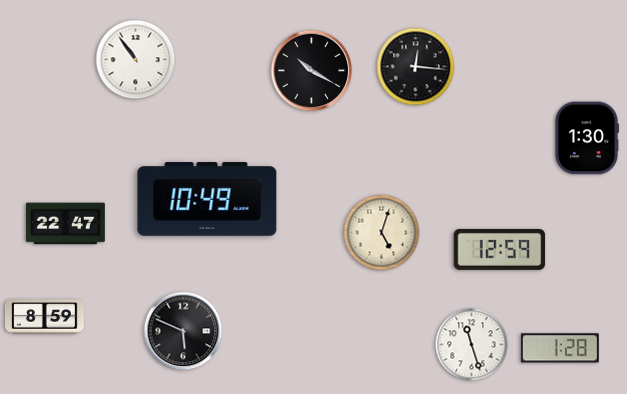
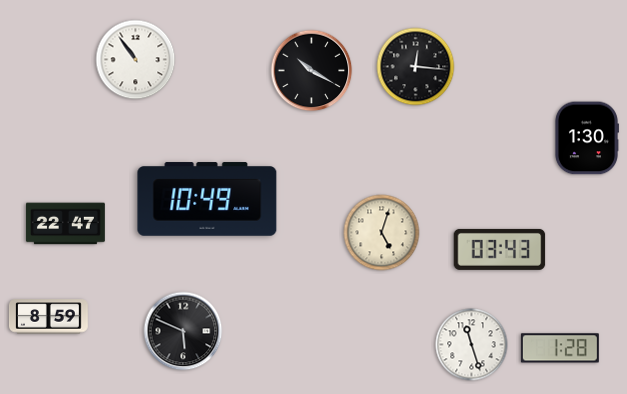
clock at (500, 249): 12:59 -> 03:43
clock at (44, 317) position: (44, 317) -> (48, 317)
